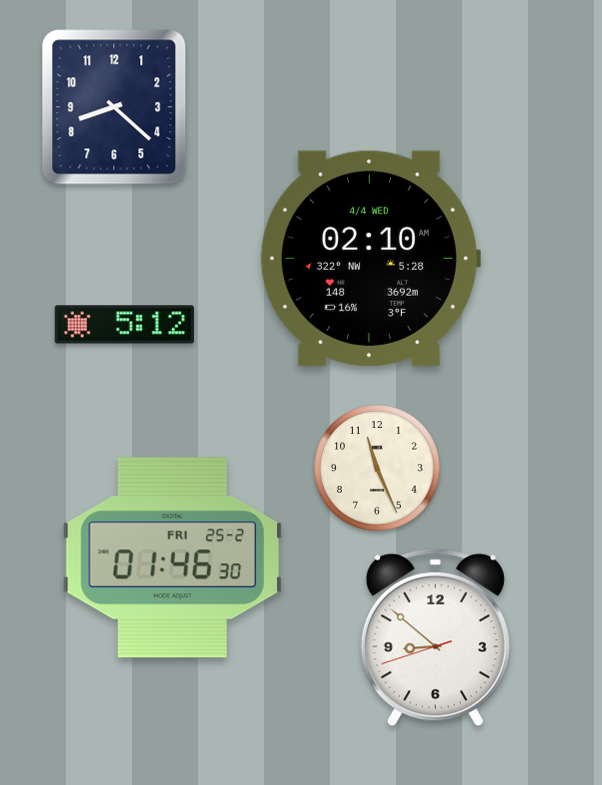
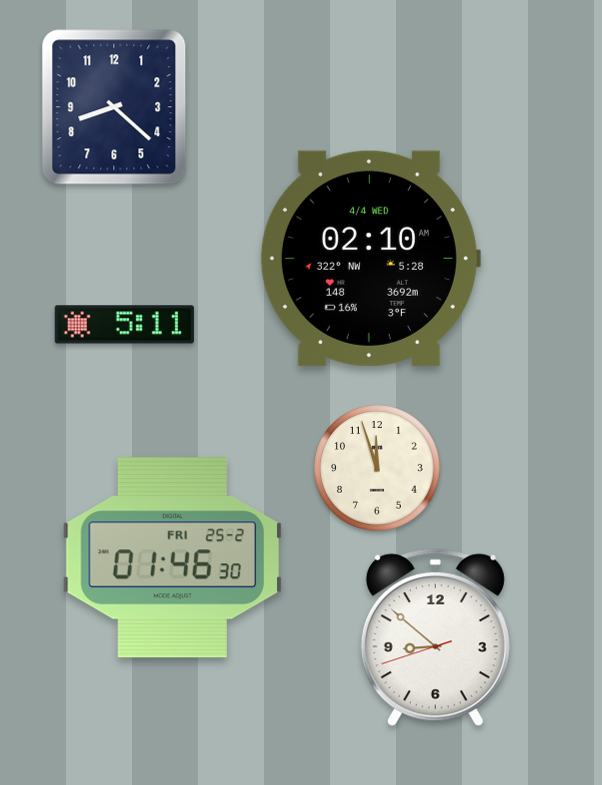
clock at (124, 325): 5:12 -> 5:11
clock at (377, 468): 11:26 -> 11:57
